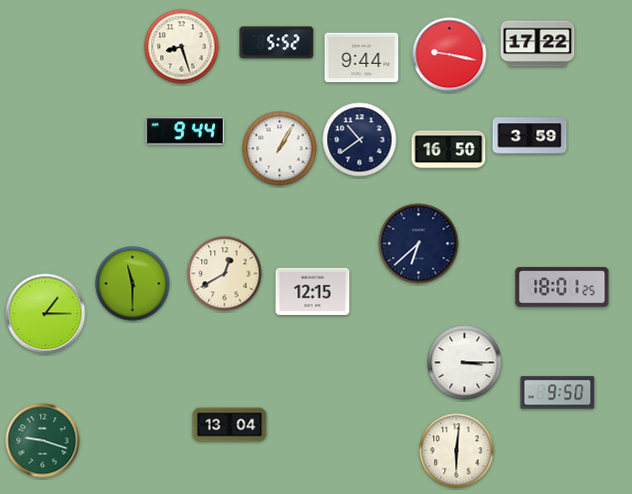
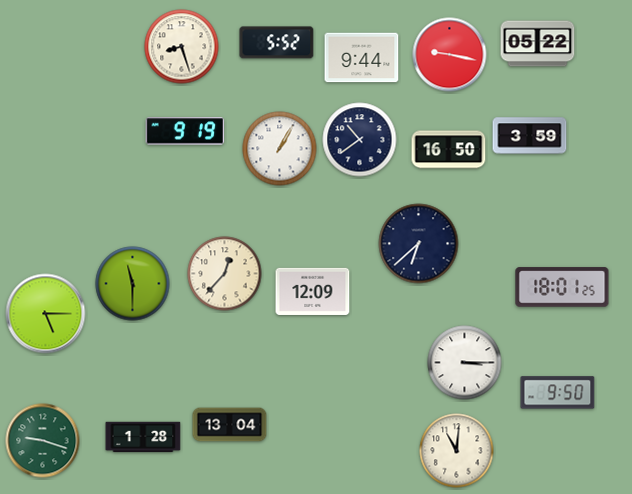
clock at (538, 44): 17:22 -> 05:22
clock at (185, 131): 9:44 -> 9:19
clock at (225, 274): 12:40 -> 12:37
clock at (313, 291): 12:15 -> 12:09
clock at (46, 314): 1:15 -> 5:15
clock at (143, 437): none -> 1:28
clock at (457, 451): 6:01 -> 11:01
